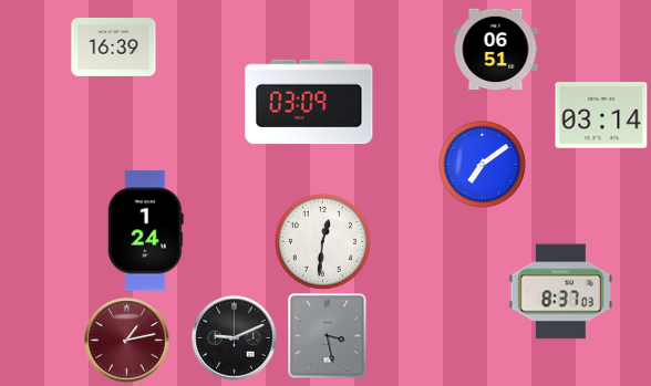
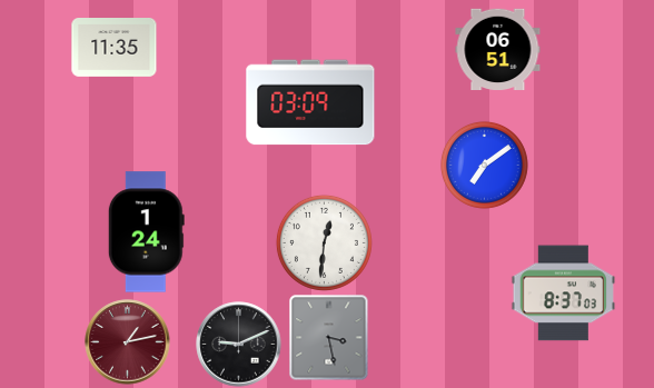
clock at (114, 48): 16:39 -> 11:35
clock at (601, 115): 03:14 -> none
clock at (235, 338) position: (235, 338) -> (239, 345)
